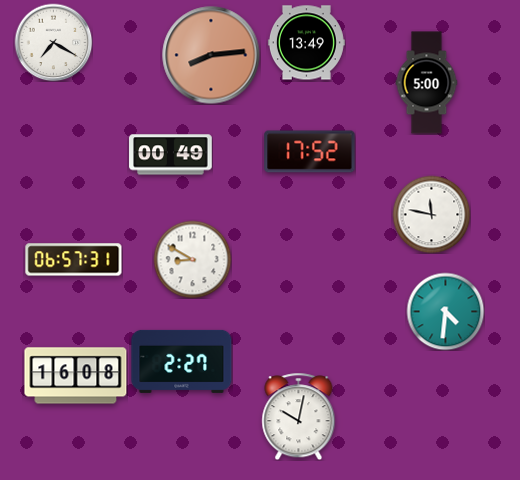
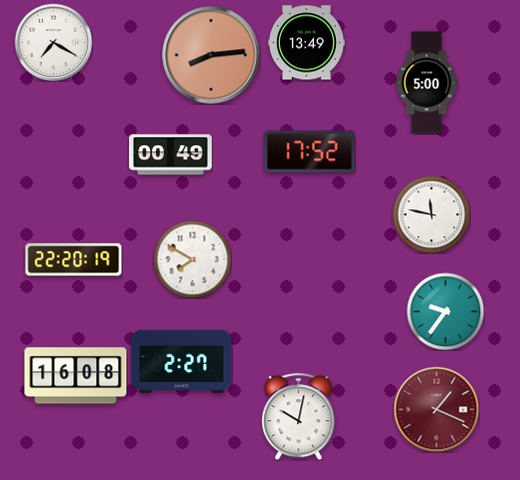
clock at (192, 259): 8:50 -> 7:50
clock at (74, 260): 06:57 -> 22:20
clock at (445, 311): 4:31 -> 9:36
clock at (436, 409): none -> 1:19
